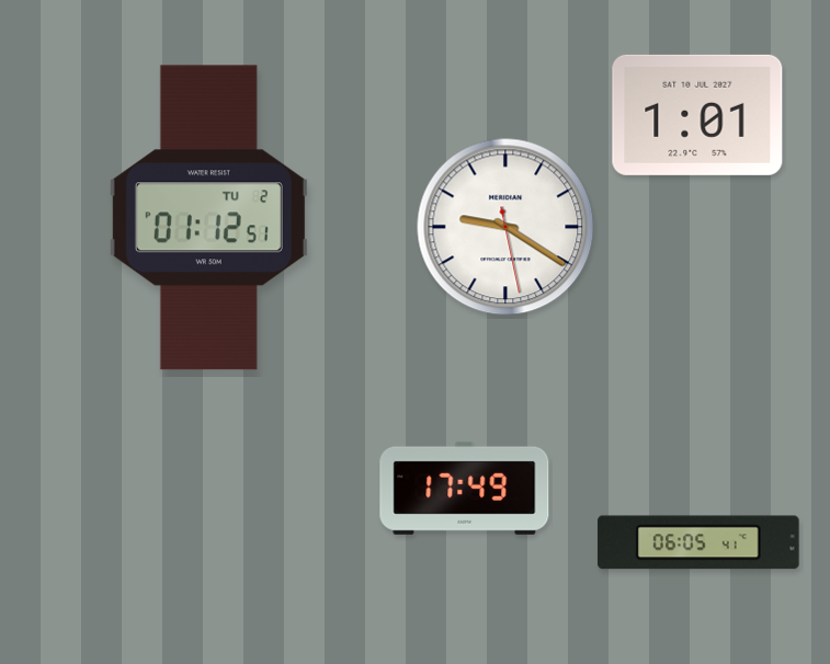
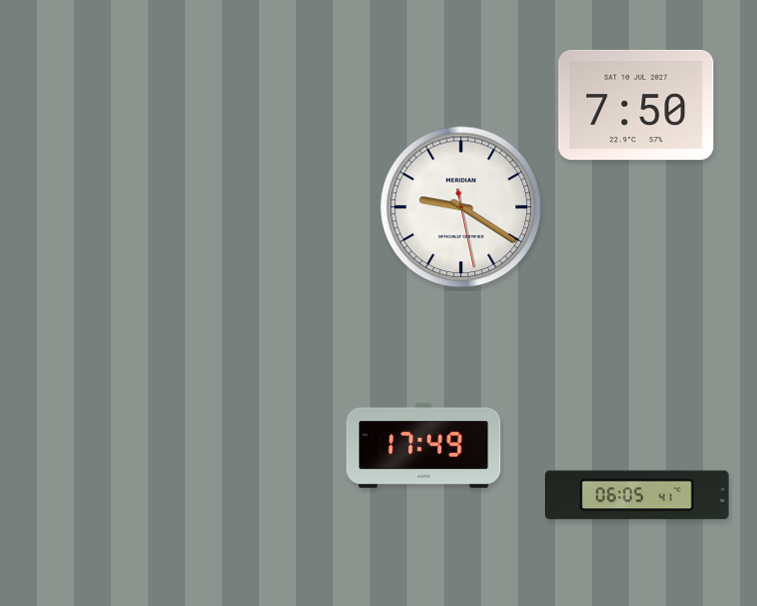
clock at (697, 115): 1:01 -> 7:50
clock at (208, 218): 01:12 -> none
